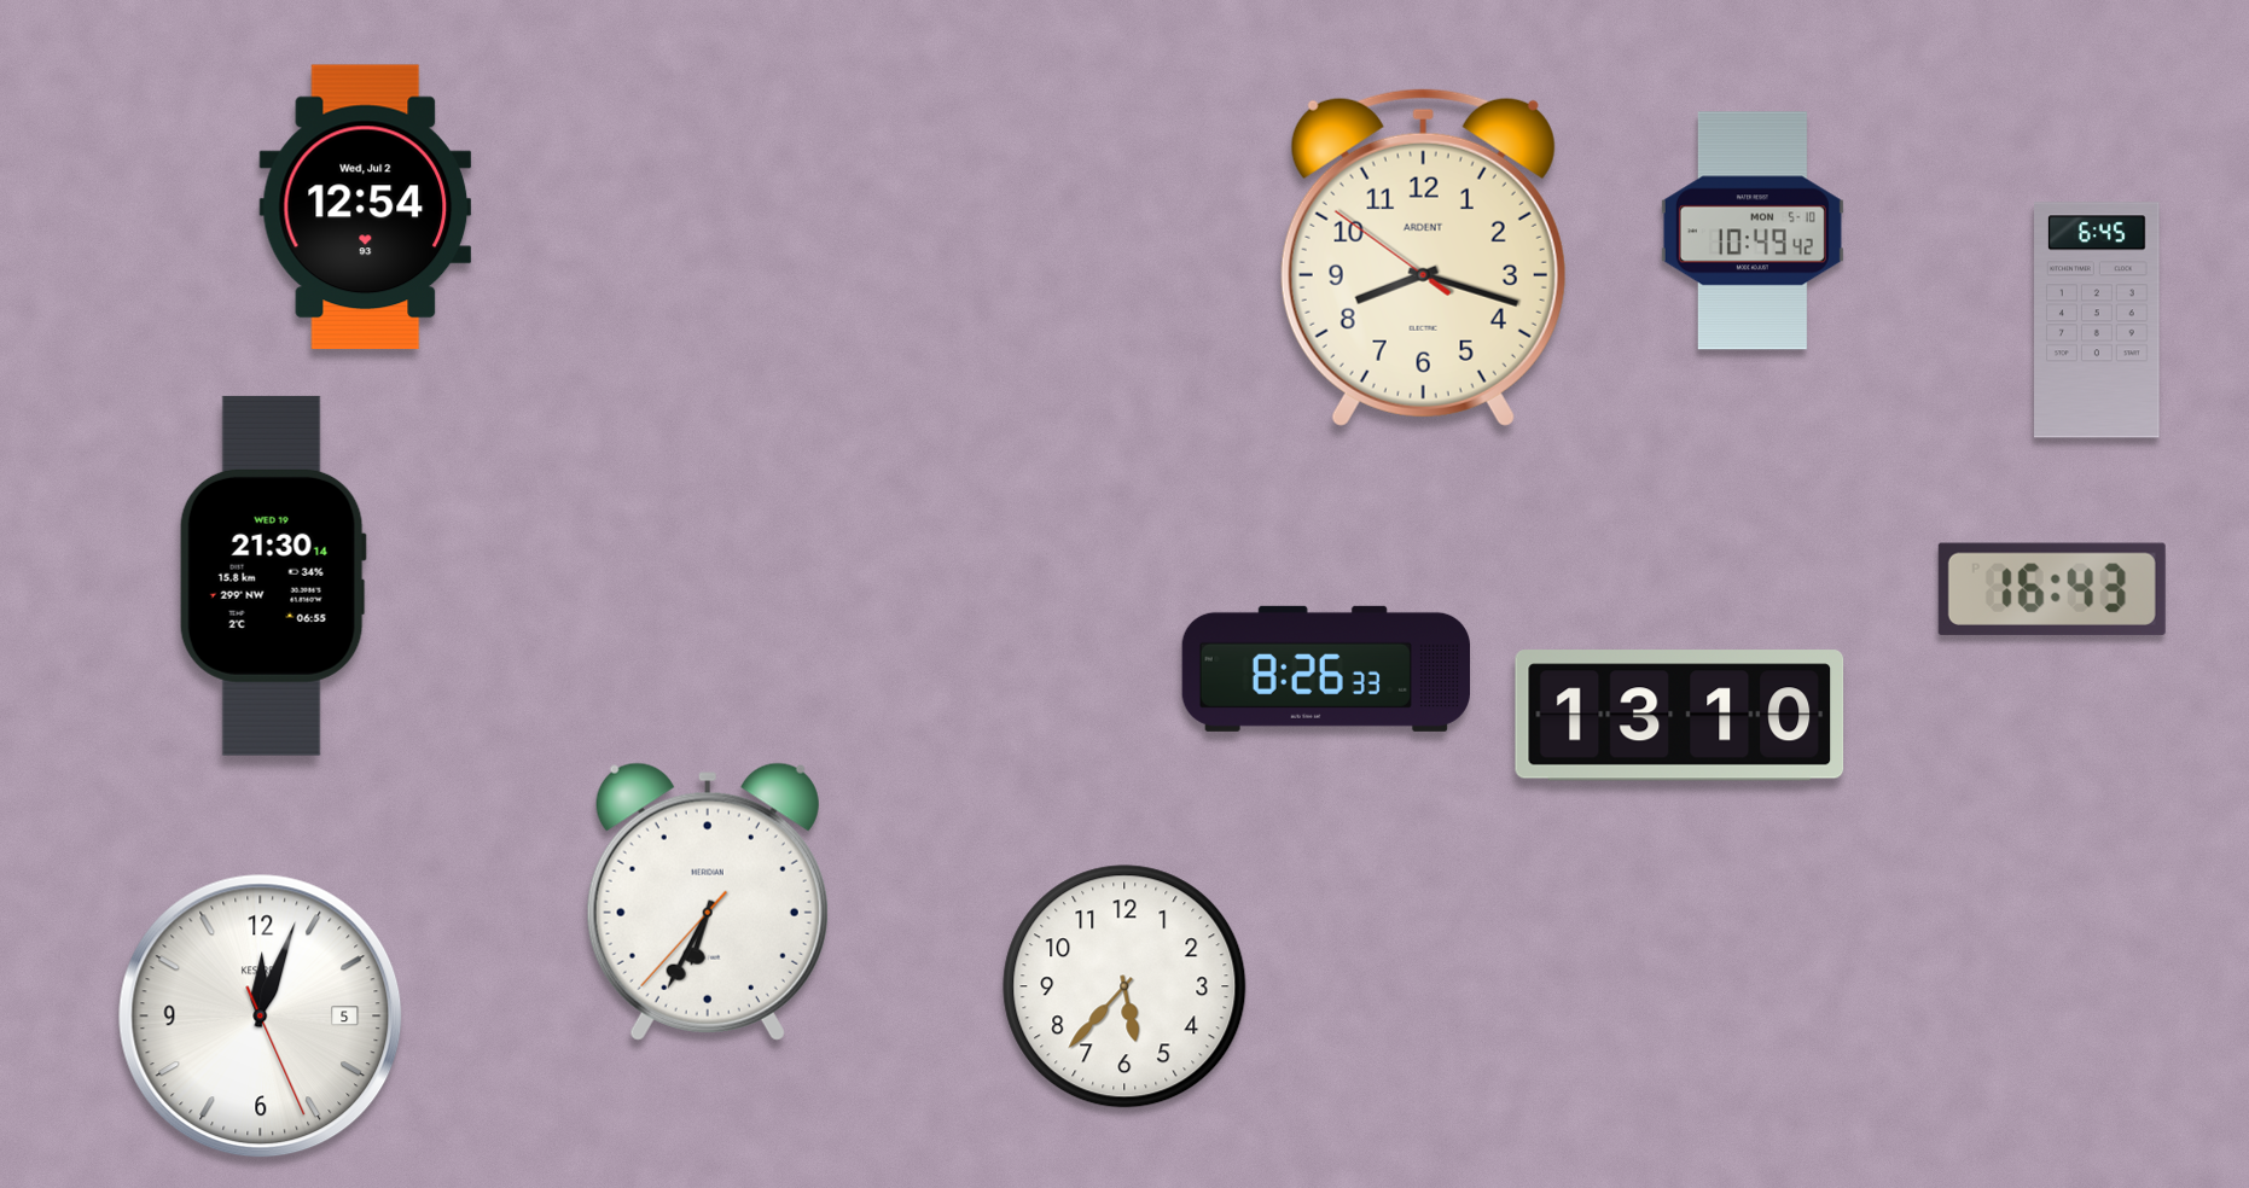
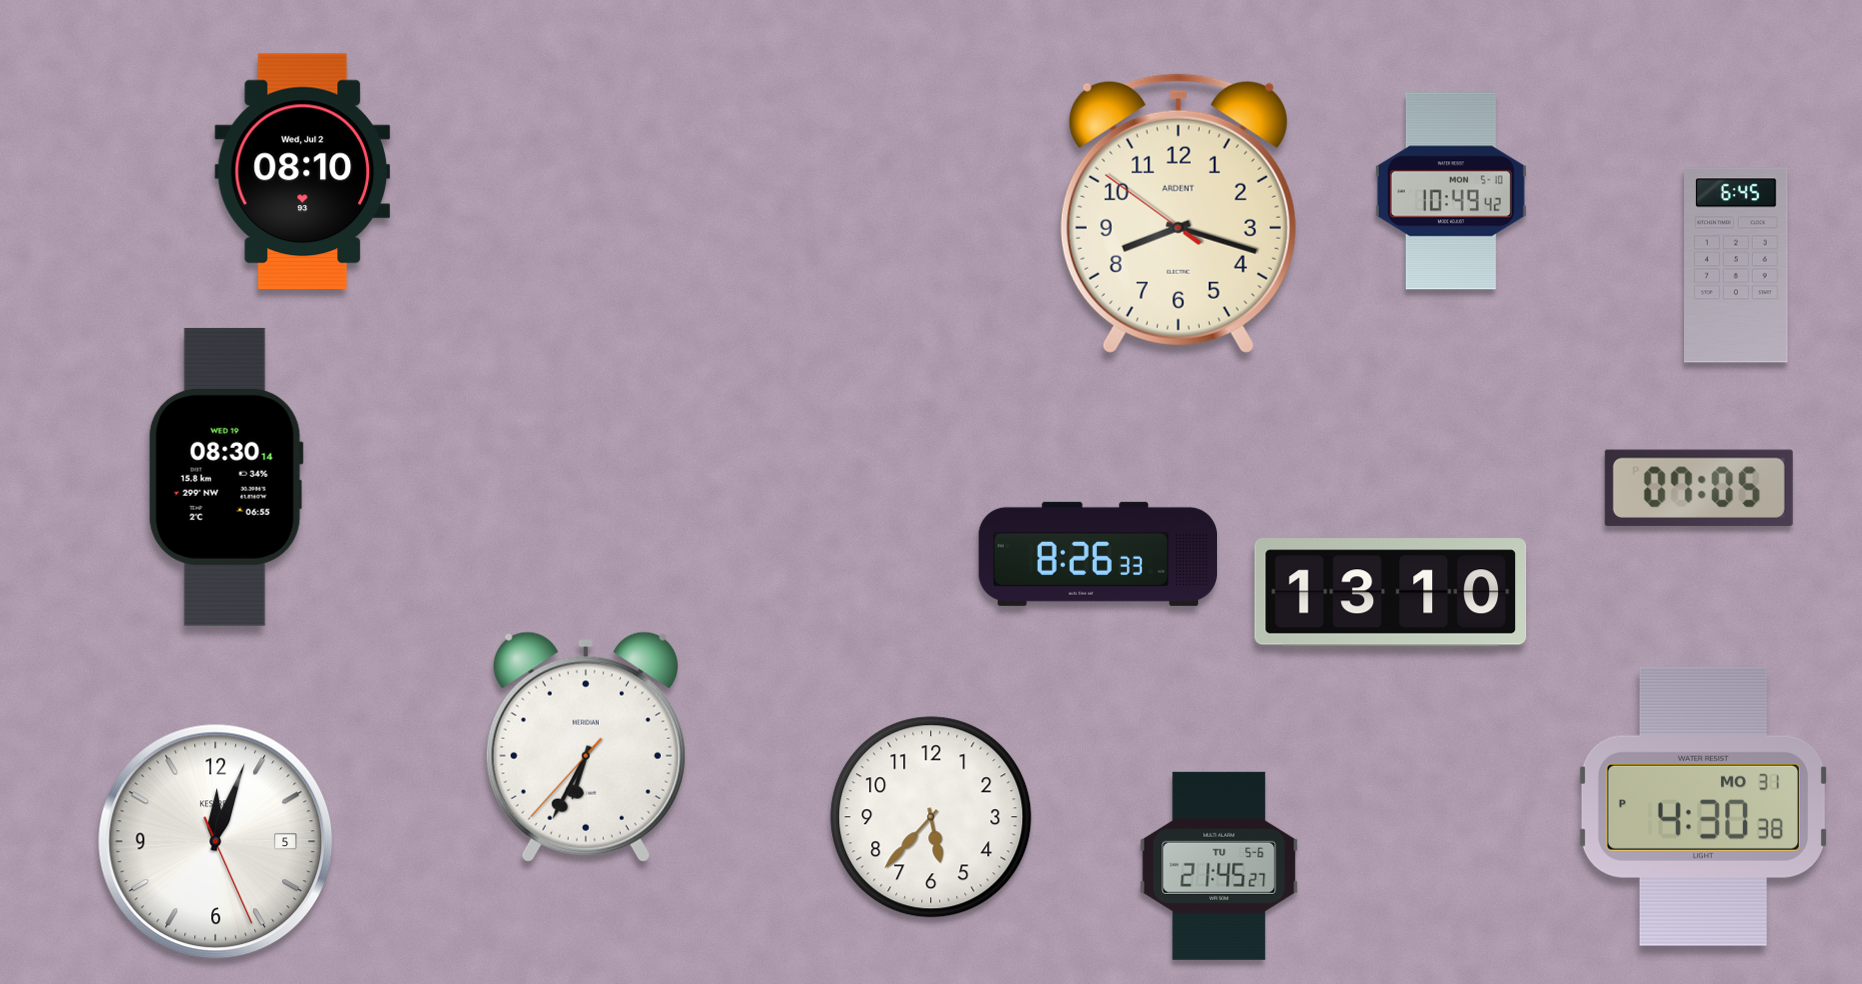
clock at (366, 208): 12:54 -> 08:10
clock at (273, 576): 21:30 -> 08:30
clock at (2052, 589): 16:43 -> 07:05
clock at (1703, 806): none -> 4:30
clock at (1219, 866): none -> 21:45
